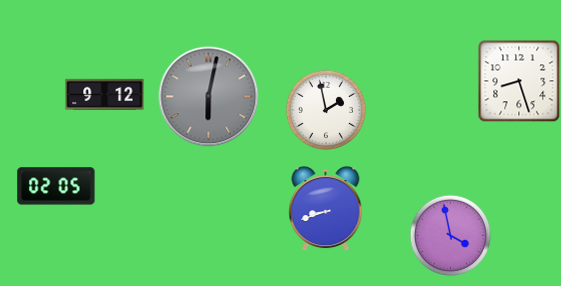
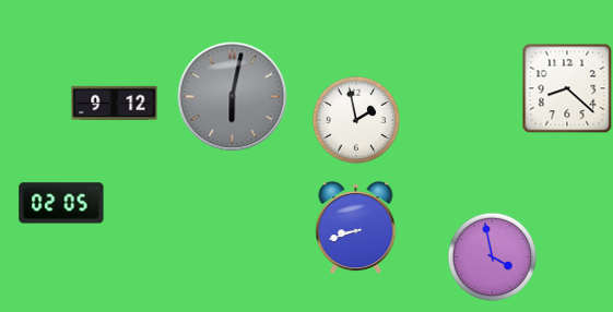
clock at (519, 81): 8:27 -> 8:22
clock at (209, 97) position: (209, 97) -> (233, 97)
